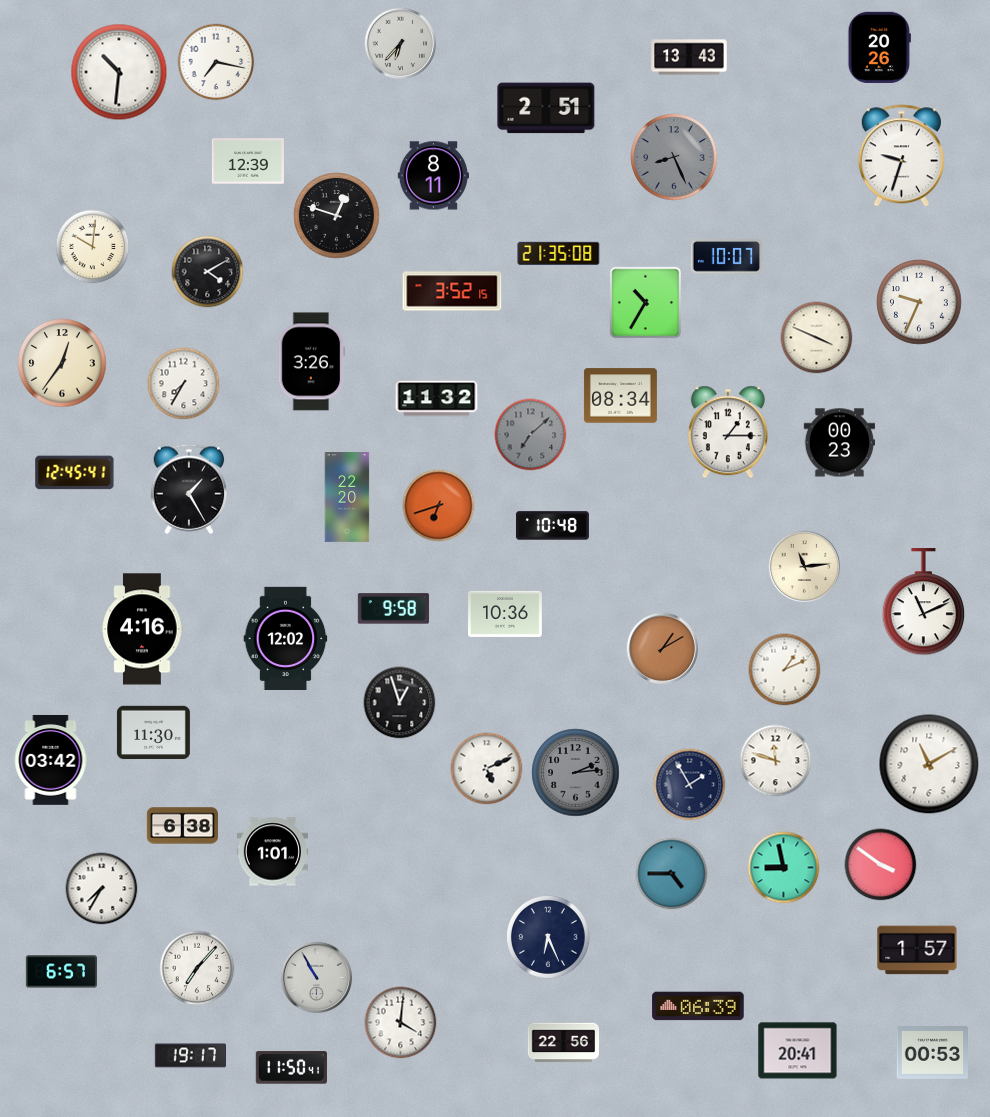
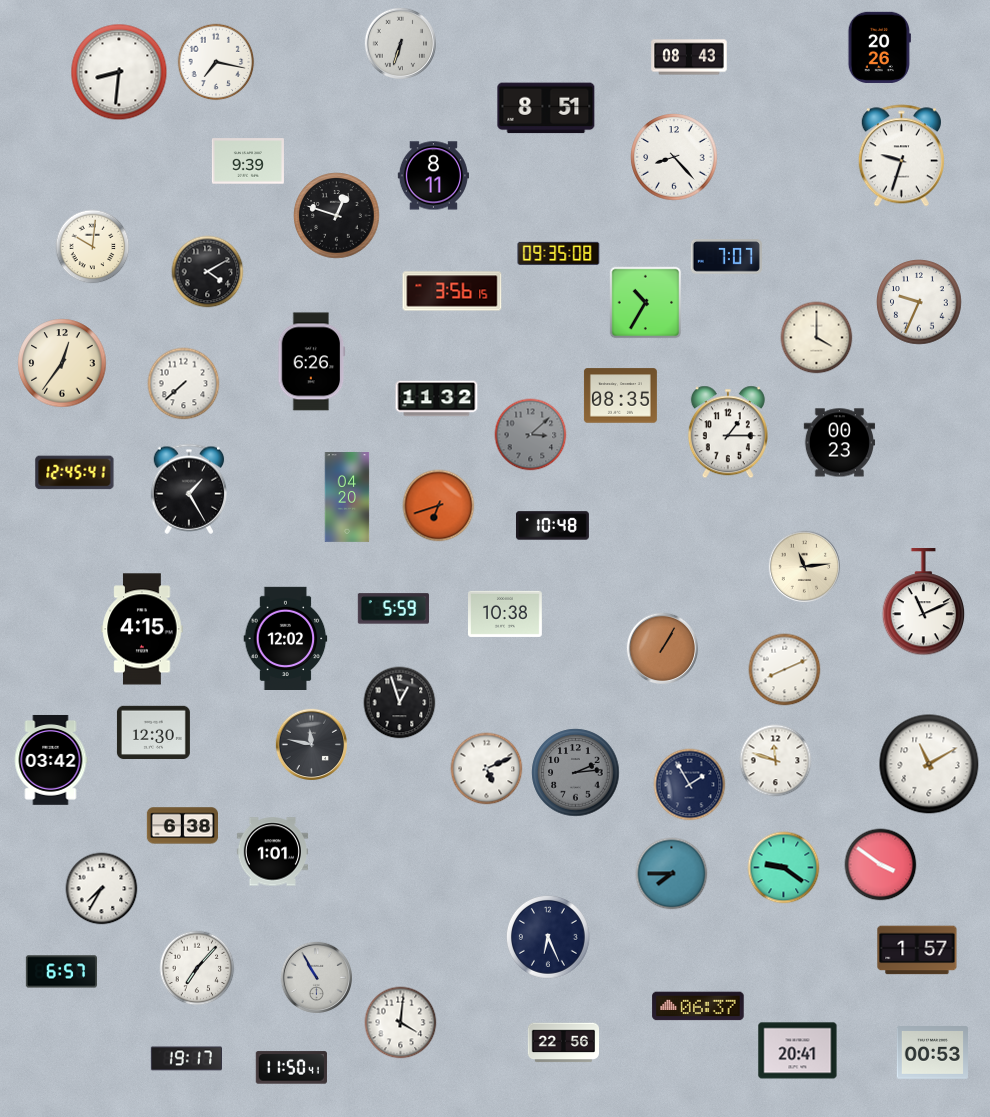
clock at (401, 44): 6:37 -> 6:33
clock at (689, 57): 13:43 -> 08:43
clock at (119, 72): 10:31 -> 8:31
clock at (546, 108): 2:51 -> 8:51
clock at (674, 157): 8:26 -> 8:23
clock at (674, 157) dial: grey -> white
clock at (248, 161): 12:39 -> 9:39
clock at (559, 253): 21:35 -> 09:35
clock at (726, 257): 10:07 -> 7:07
clock at (452, 291): 3:52 -> 3:56
clock at (817, 338): 3:49 -> 4:00
clock at (312, 362): 3:26 -> 6:26
clock at (184, 384): 7:35 -> 7:38
clock at (620, 396): 08:34 -> 08:35
clock at (531, 435): 7:08 -> 3:08
clock at (347, 498): 22:20 -> 04:20
clock at (393, 609): 9:58 -> 5:59
clock at (506, 614): 10:36 -> 10:38
clock at (142, 629): 4:16 -> 4:15
clock at (663, 649): 1:10 -> 1:05
clock at (785, 670): 1:11 -> 8:11
clock at (153, 733): 11:30 -> 12:30
clock at (312, 745): none -> 11:47
clock at (784, 868): 8:58 -> 9:21
clock at (672, 874): 4:45 -> 7:45
clock at (698, 1006): 06:39 -> 06:37
clock at (190, 1056) position: (190, 1056) -> (186, 1059)
